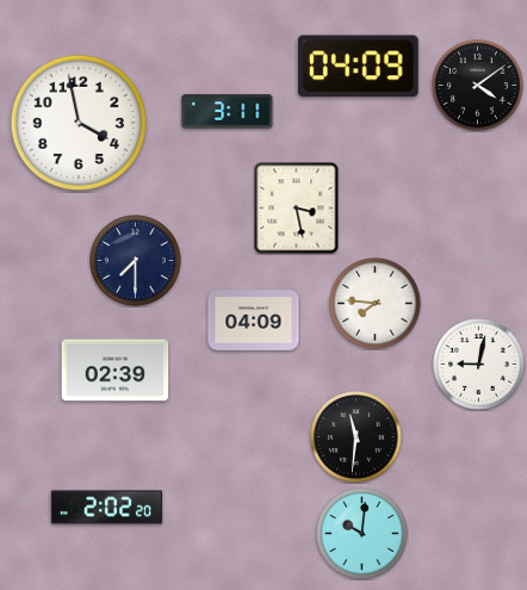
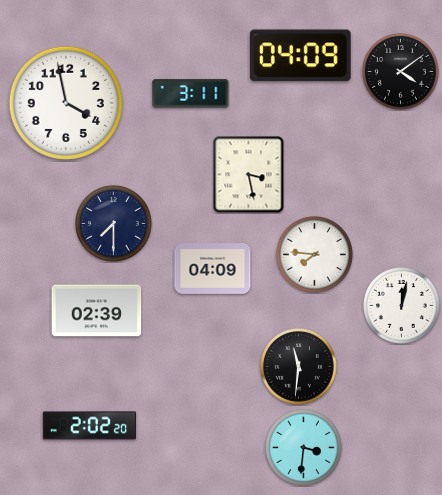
clock at (136, 261) position: (136, 261) -> (114, 224)
clock at (479, 365): 9:02 -> 12:02
clock at (362, 534): 10:01 -> 3:31
